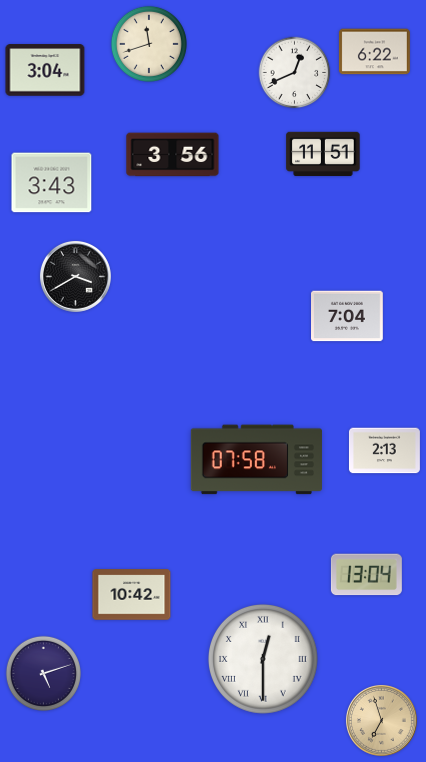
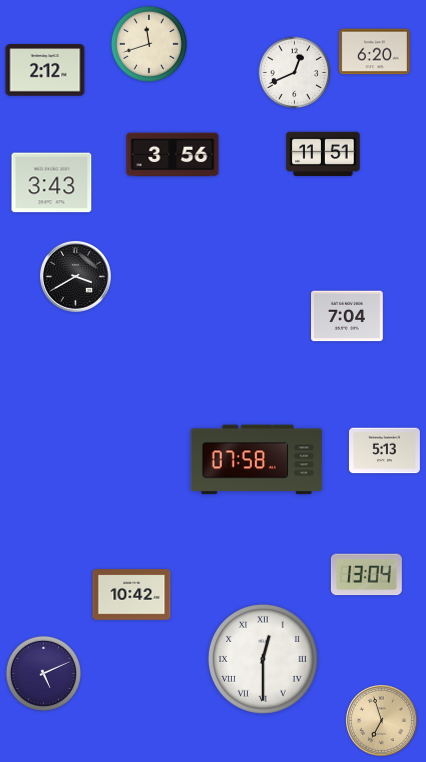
clock at (374, 52): 6:22 -> 6:20
clock at (45, 70): 3:04 -> 2:12
clock at (384, 451): 2:13 -> 5:13
clock at (43, 673): 5:12 -> 5:11
